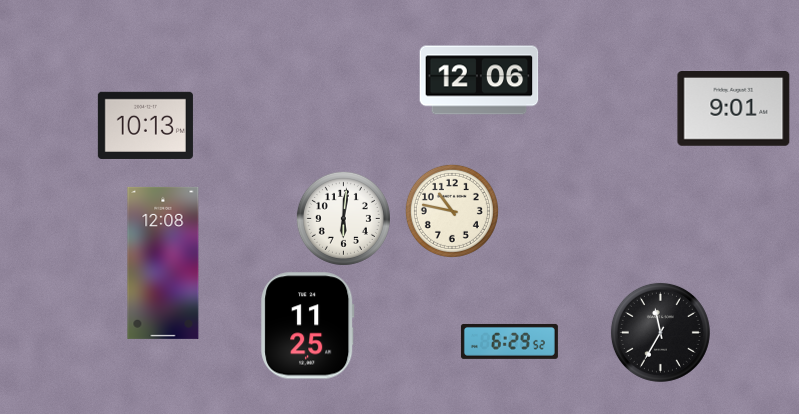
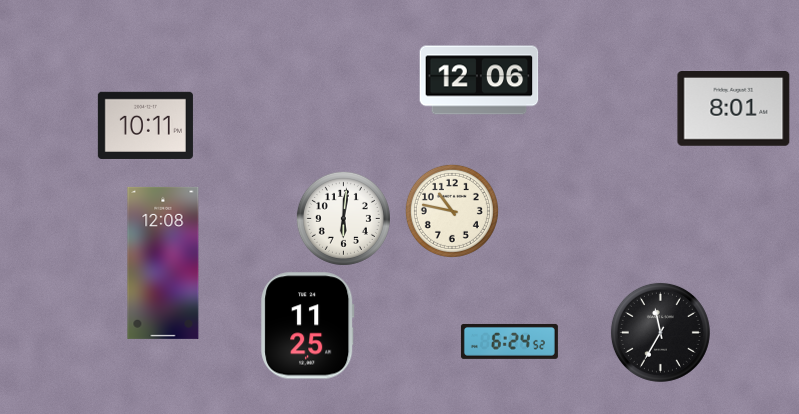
clock at (734, 109): 9:01 -> 8:01
clock at (145, 125): 10:13 -> 10:11
clock at (509, 341): 6:29 -> 6:24
